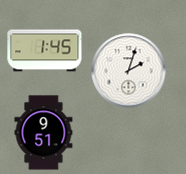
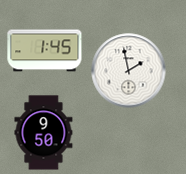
clock at (129, 71): 2:03 -> 1:58
clock at (44, 133): 9:51 -> 9:50
